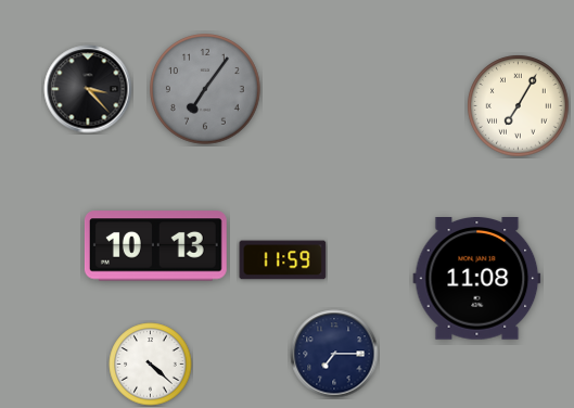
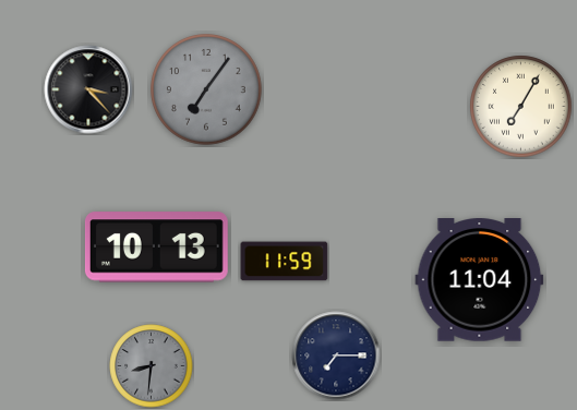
clock at (477, 279): 11:08 -> 11:04
clock at (151, 365): 4:22 -> 8:31
clock at (151, 365) dial: white -> grey
